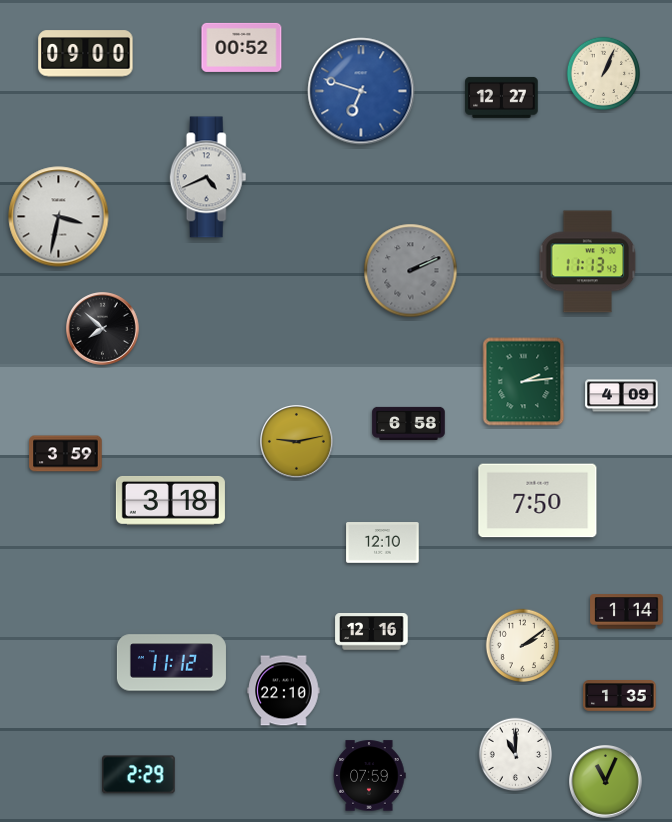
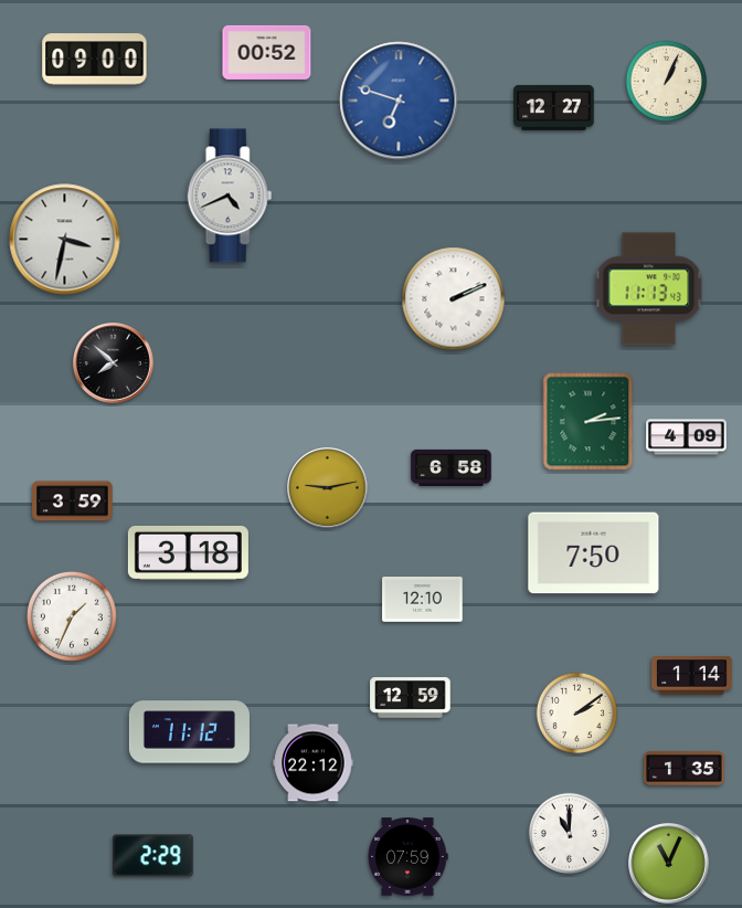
clock at (411, 271) dial: grey -> white
clock at (524, 382) position: (524, 382) -> (589, 422)
clock at (72, 616): none -> 1:34
clock at (372, 632): 12:16 -> 12:59
clock at (284, 691): 22:10 -> 22:12
